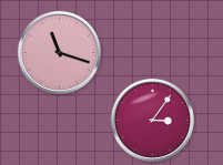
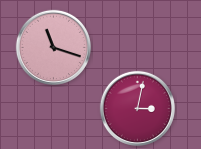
clock at (152, 120): 3:06 -> 3:02
